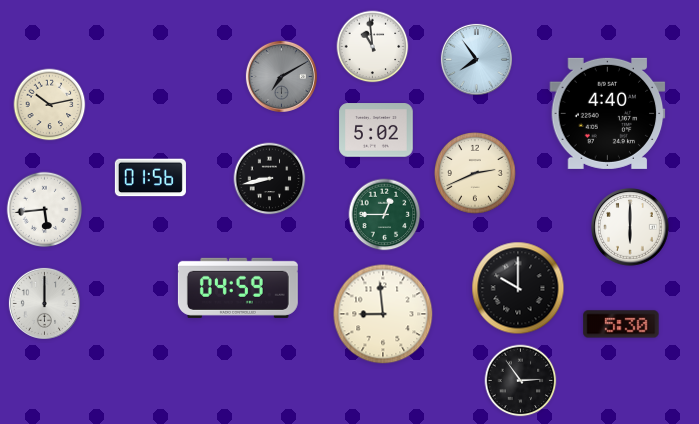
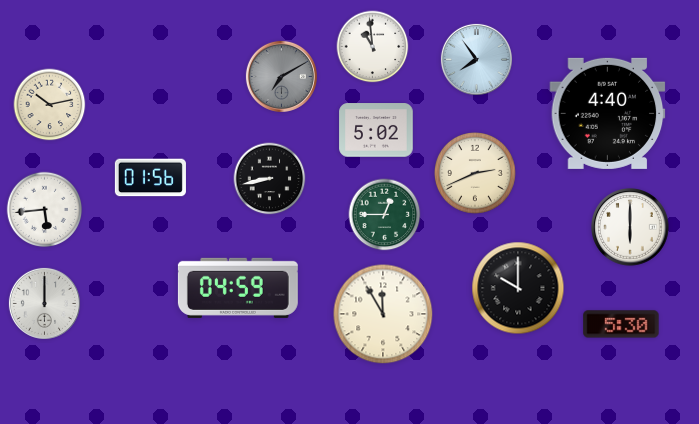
clock at (383, 314): 8:59 -> 11:55
clock at (521, 381): 2:54 -> none
